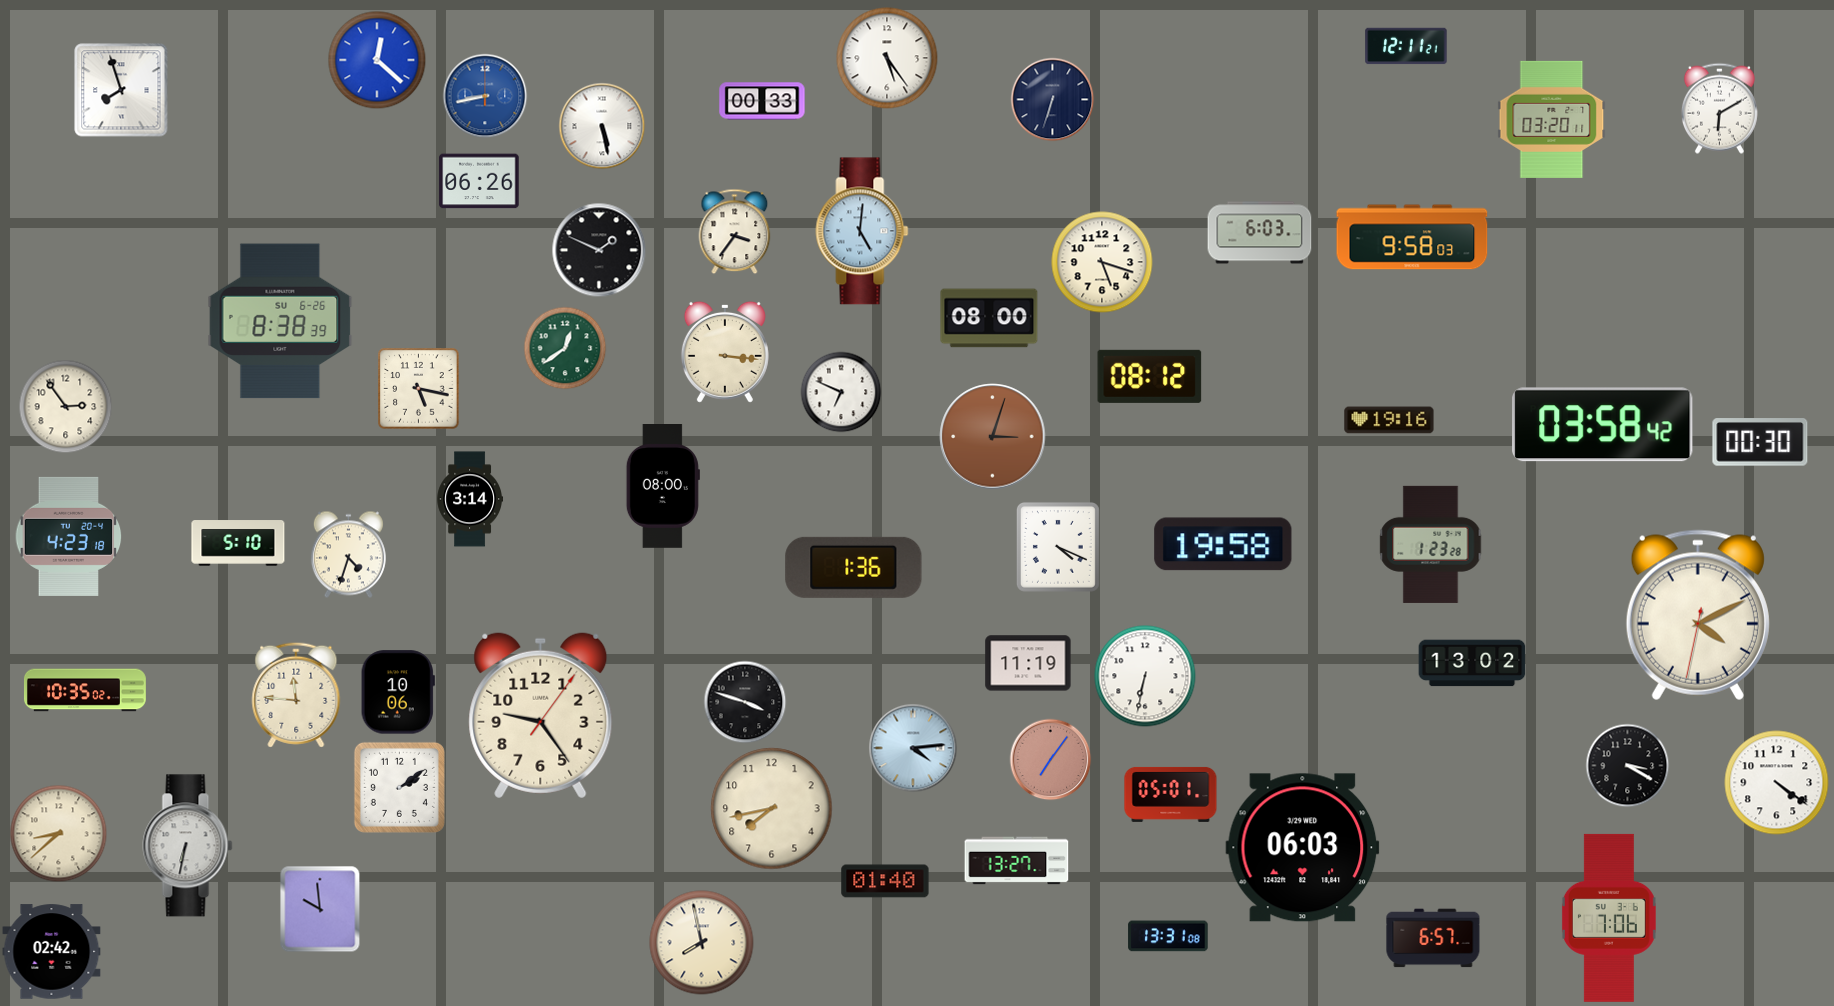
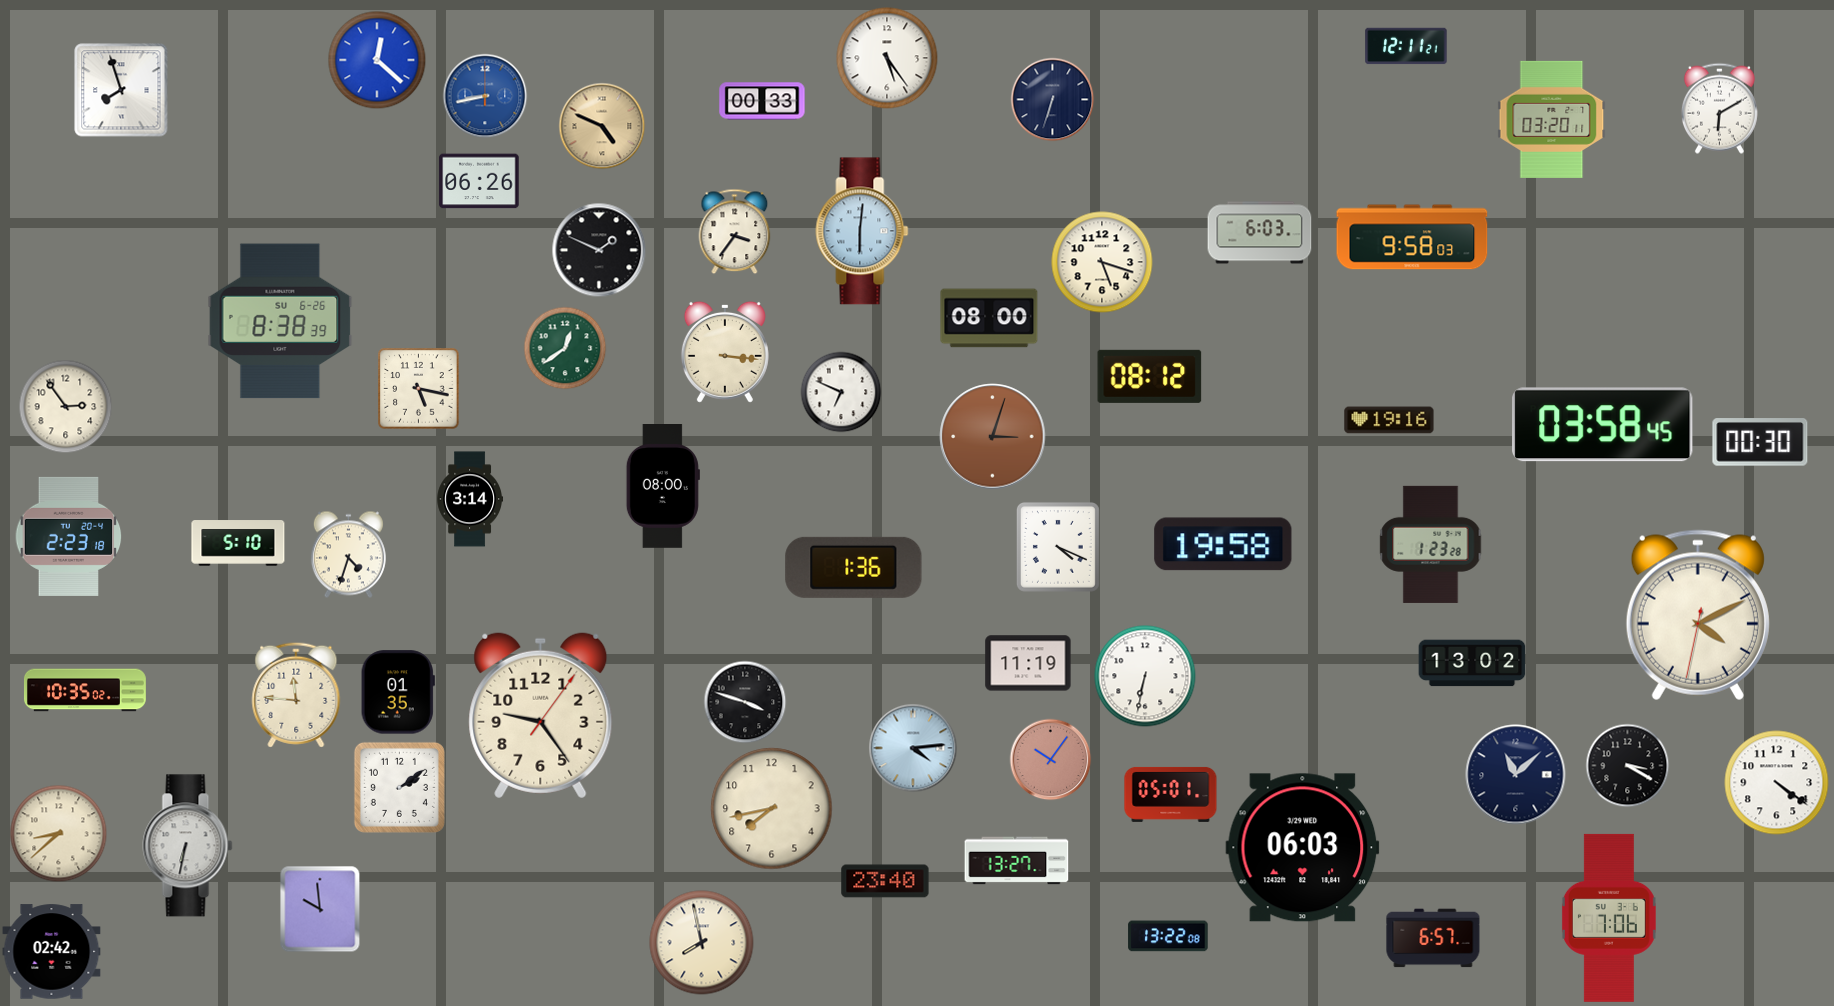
clock at (602, 126): 5:28 -> 4:49
clock at (602, 126) dial: white -> champagne
clock at (862, 231): 5:01 -> 6:01
clock at (1603, 425): 03:58:42 -> 03:58:45
clock at (69, 536): 4:23 -> 2:23
clock at (398, 692): 10:06 -> 01:35
clock at (1050, 759): 7:06 -> 10:06
clock at (1516, 775): none -> 11:08
clock at (885, 881): 01:40 -> 23:40
clock at (1168, 936): 13:31 -> 13:22
